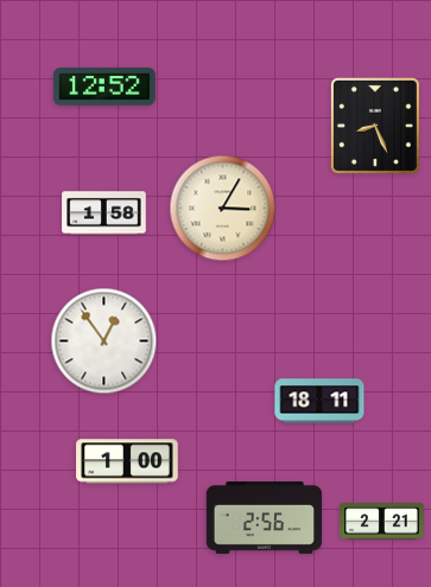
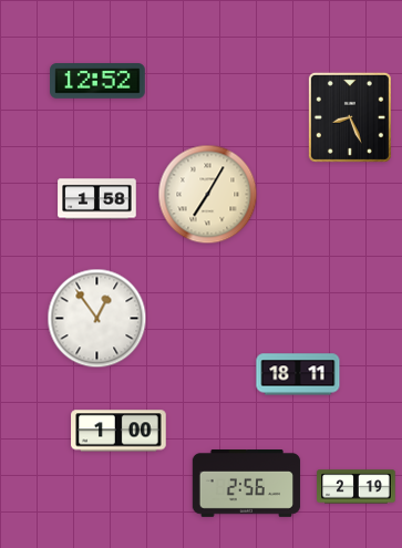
clock at (223, 209): 3:05 -> 7:05
clock at (382, 522): 2:21 -> 2:19
